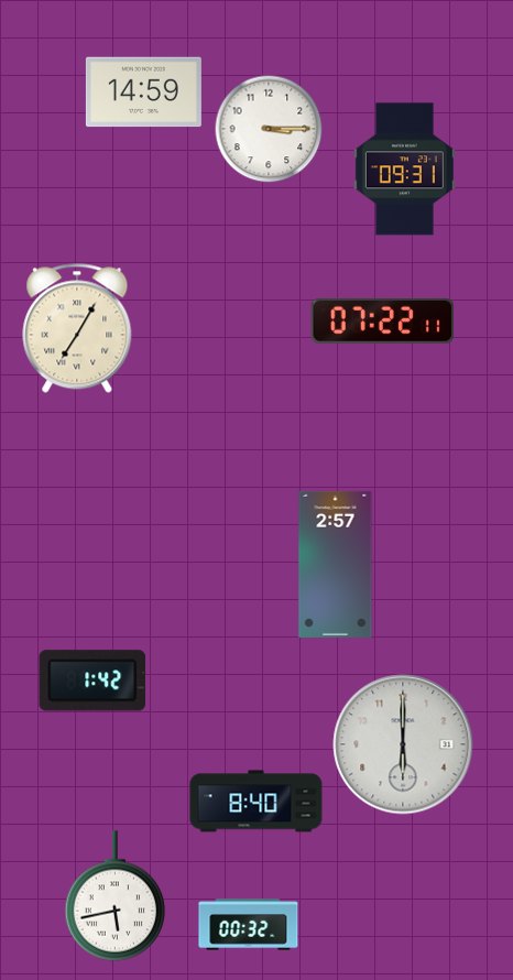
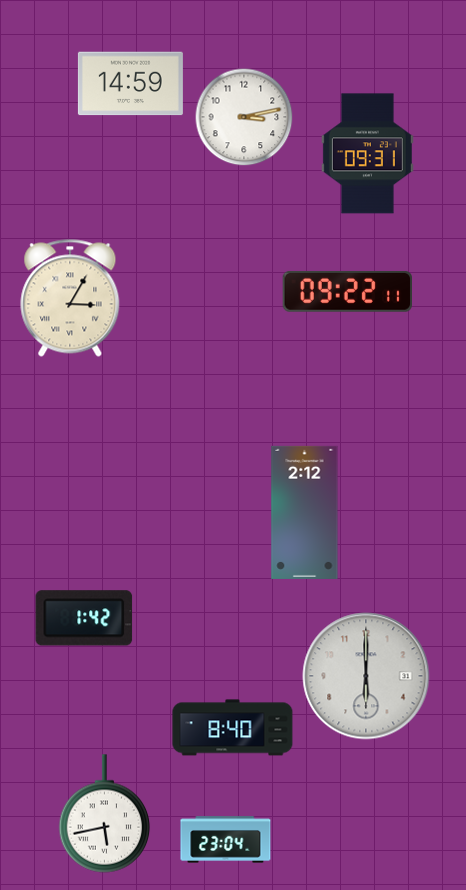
clock at (269, 129): 3:15 -> 3:13
clock at (382, 320): 07:22 -> 09:22
clock at (77, 328): 7:05 -> 3:05
clock at (336, 564): 2:57 -> 2:12
clock at (249, 925): 00:32 -> 23:04
